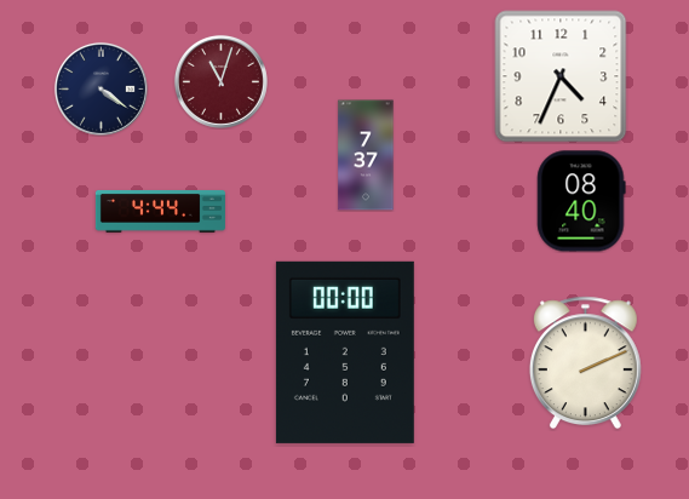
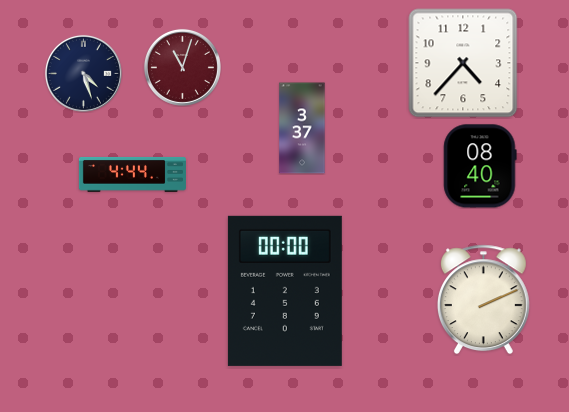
clock at (561, 76): 4:34 -> 4:37
clock at (101, 88): 4:21 -> 4:27
clock at (366, 155): 7:37 -> 3:37
